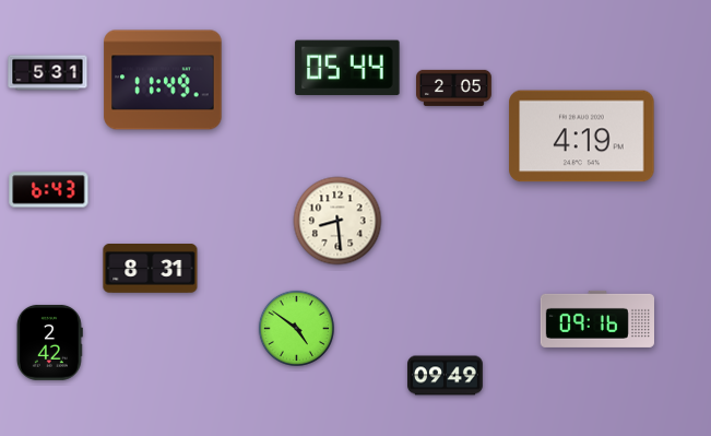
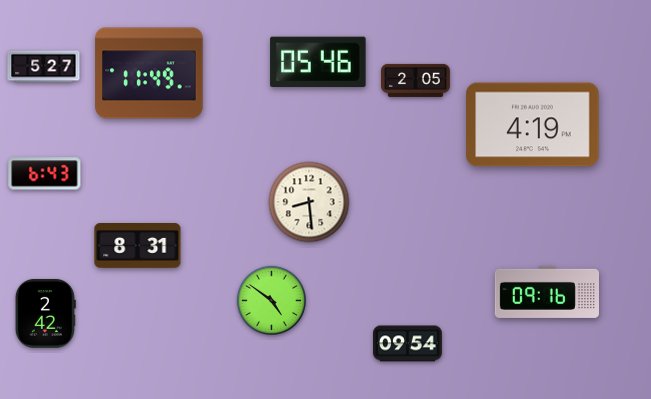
clock at (347, 68): 05:44 -> 05:46
clock at (48, 73): 5:31 -> 5:27
clock at (446, 376): 09:49 -> 09:54
